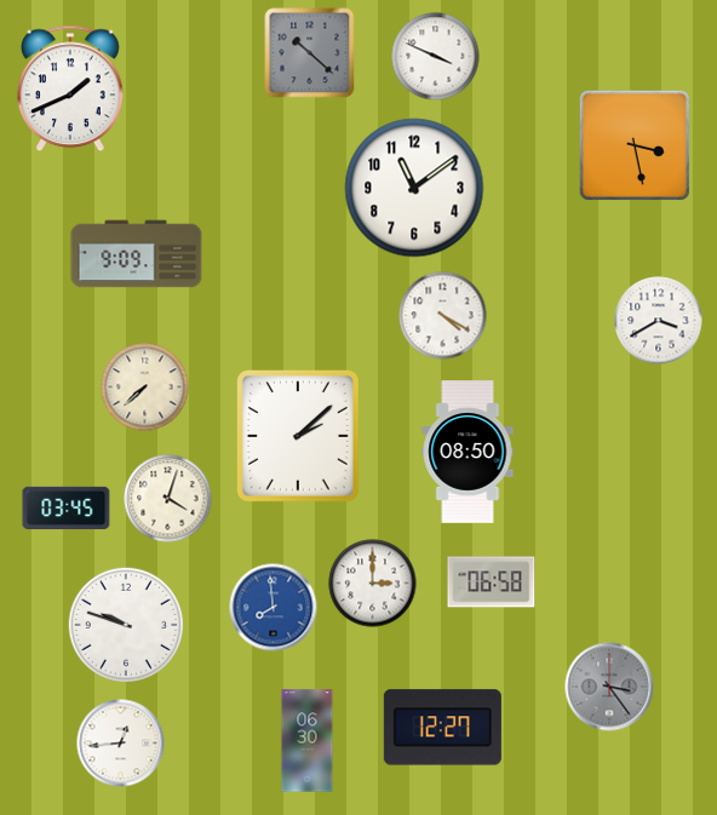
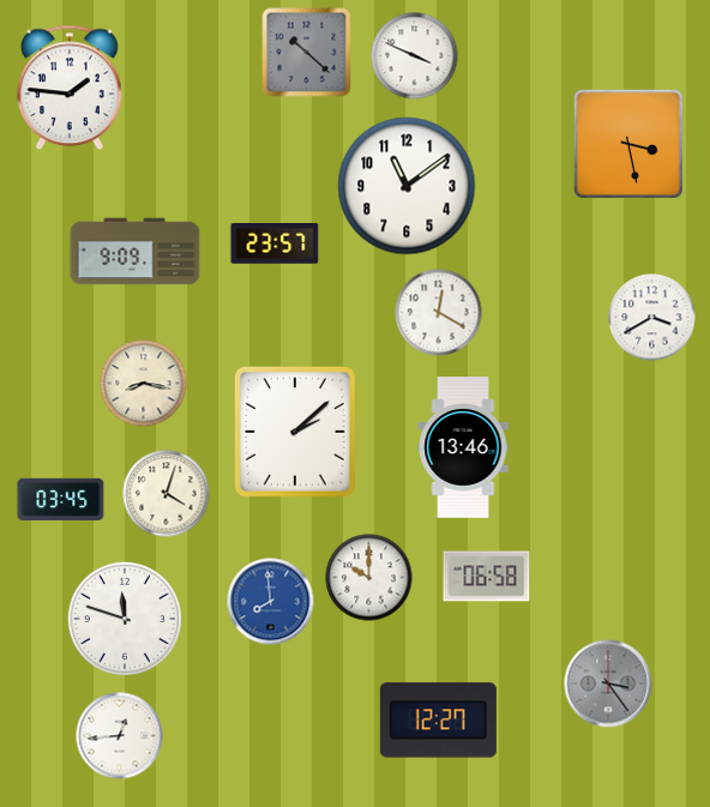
clock at (436, 57) position: (436, 57) -> (415, 56)
clock at (70, 88): 1:41 -> 1:46
clock at (414, 188) position: (414, 188) -> (407, 186)
clock at (275, 245): none -> 23:57
clock at (443, 316): 4:20 -> 12:20
clock at (145, 388): 7:38 -> 8:17
clock at (468, 452): 08:50 -> 13:46
clock at (67, 507) position: (67, 507) -> (61, 499)
clock at (373, 584): 3:00 -> 10:00
clock at (125, 624): 9:48 -> 11:48
clock at (609, 687) position: (609, 687) -> (608, 683)
clock at (308, 741): 06:30 -> none
